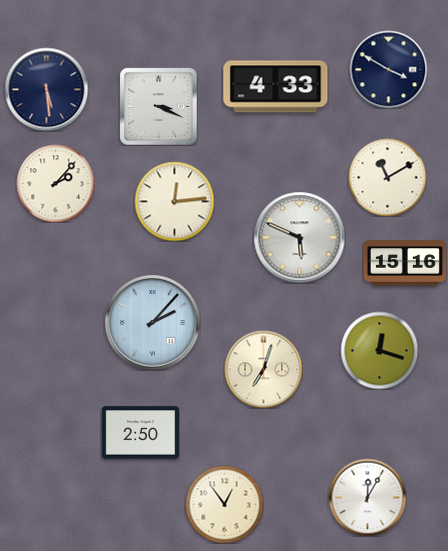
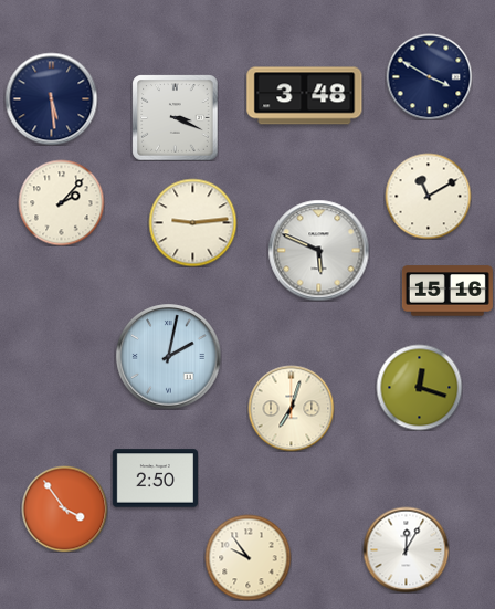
clock at (276, 87): 4:33 -> 3:48
clock at (174, 201): 12:14 -> 9:14
clock at (299, 237) position: (299, 237) -> (318, 250)
clock at (153, 323): 2:07 -> 2:02
clock at (64, 508): none -> 3:54
clock at (224, 504): 12:54 -> 9:54
